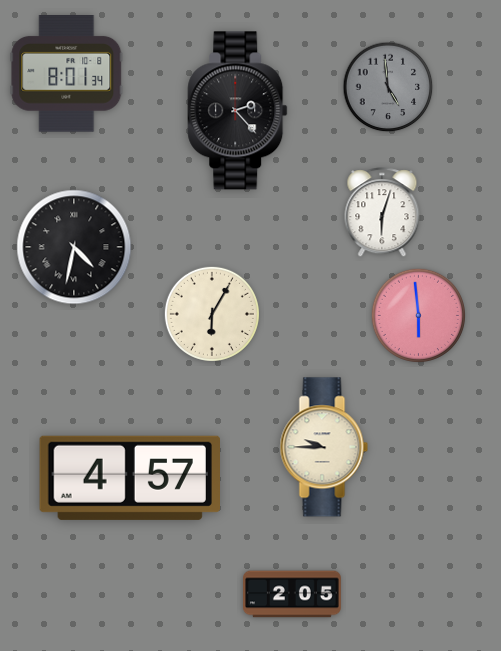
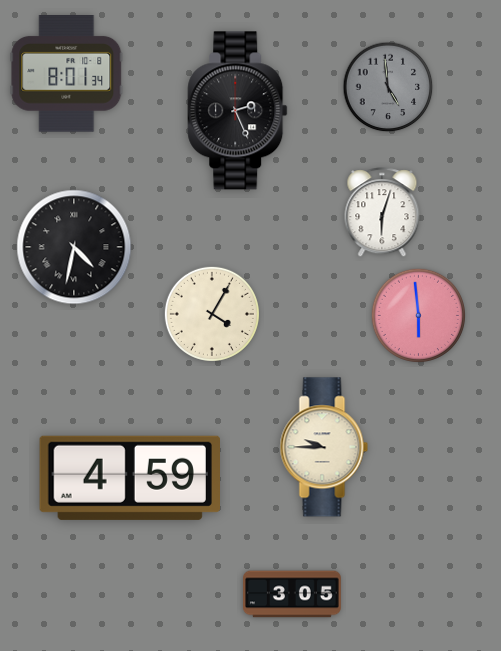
clock at (238, 111): 2:23 -> 2:26
clock at (212, 314): 6:05 -> 4:05
clock at (129, 478): 4:57 -> 4:59
clock at (293, 594): 2:05 -> 3:05
